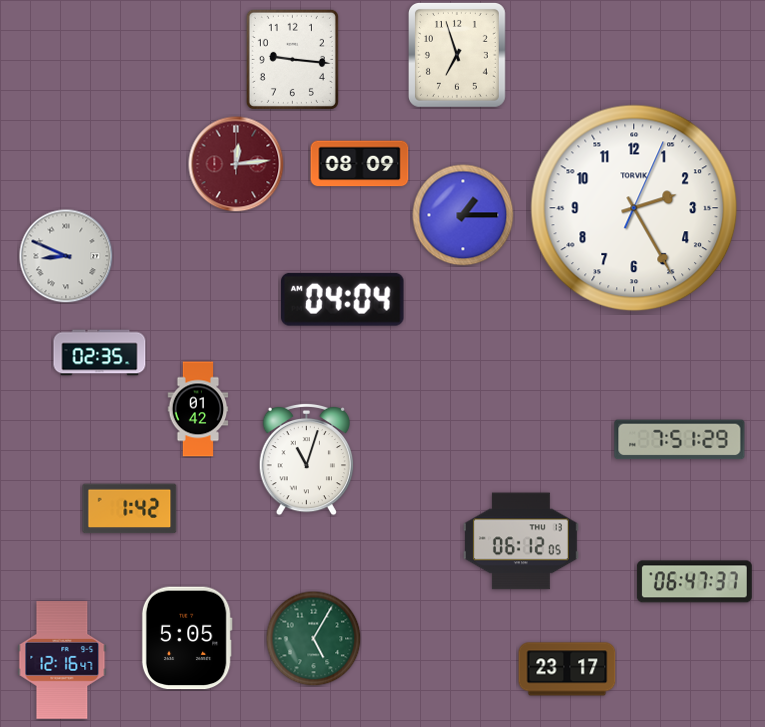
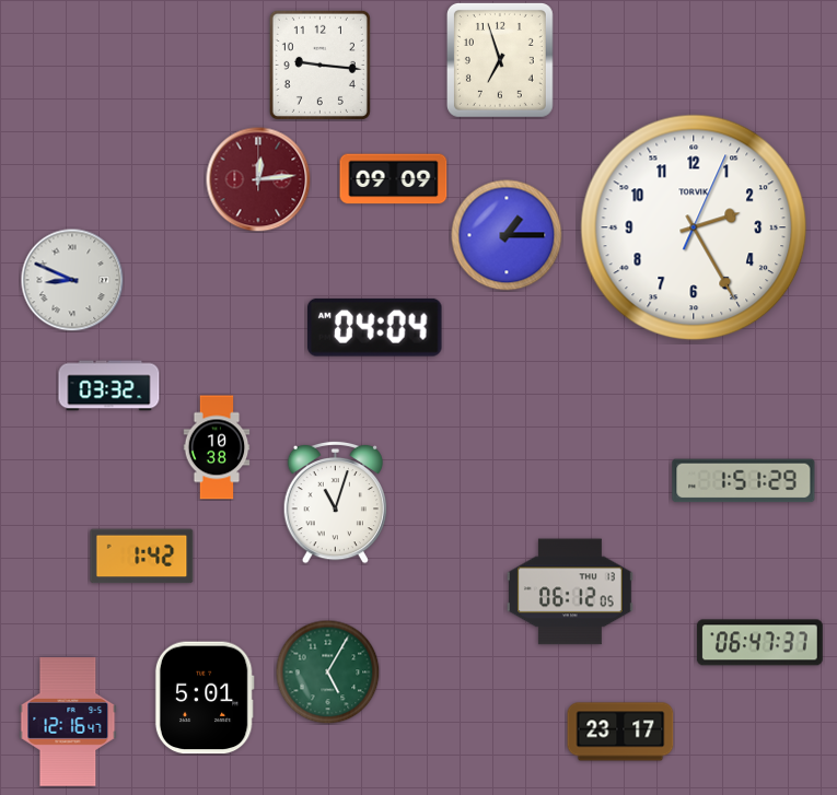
clock at (360, 164): 08:09 -> 09:09
clock at (100, 353): 02:35 -> 03:32
clock at (198, 409): 01:42 -> 10:38
clock at (680, 440): 7:51 -> 1:51
clock at (694, 582) position: (694, 582) -> (759, 643)
clock at (187, 638): 5:05 -> 5:01
clock at (313, 638) position: (313, 638) -> (327, 671)
